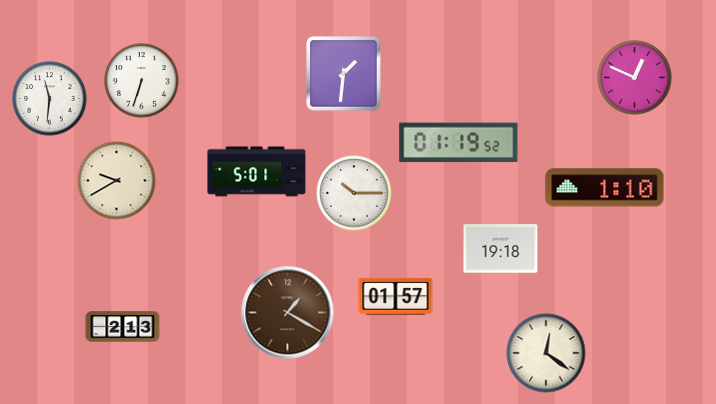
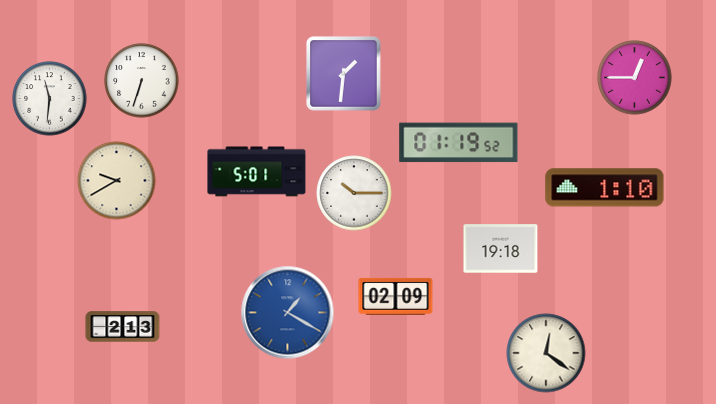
clock at (635, 78): 12:49 -> 12:45
clock at (396, 296): 01:57 -> 02:09
clock at (288, 313) dial: brown -> blue
